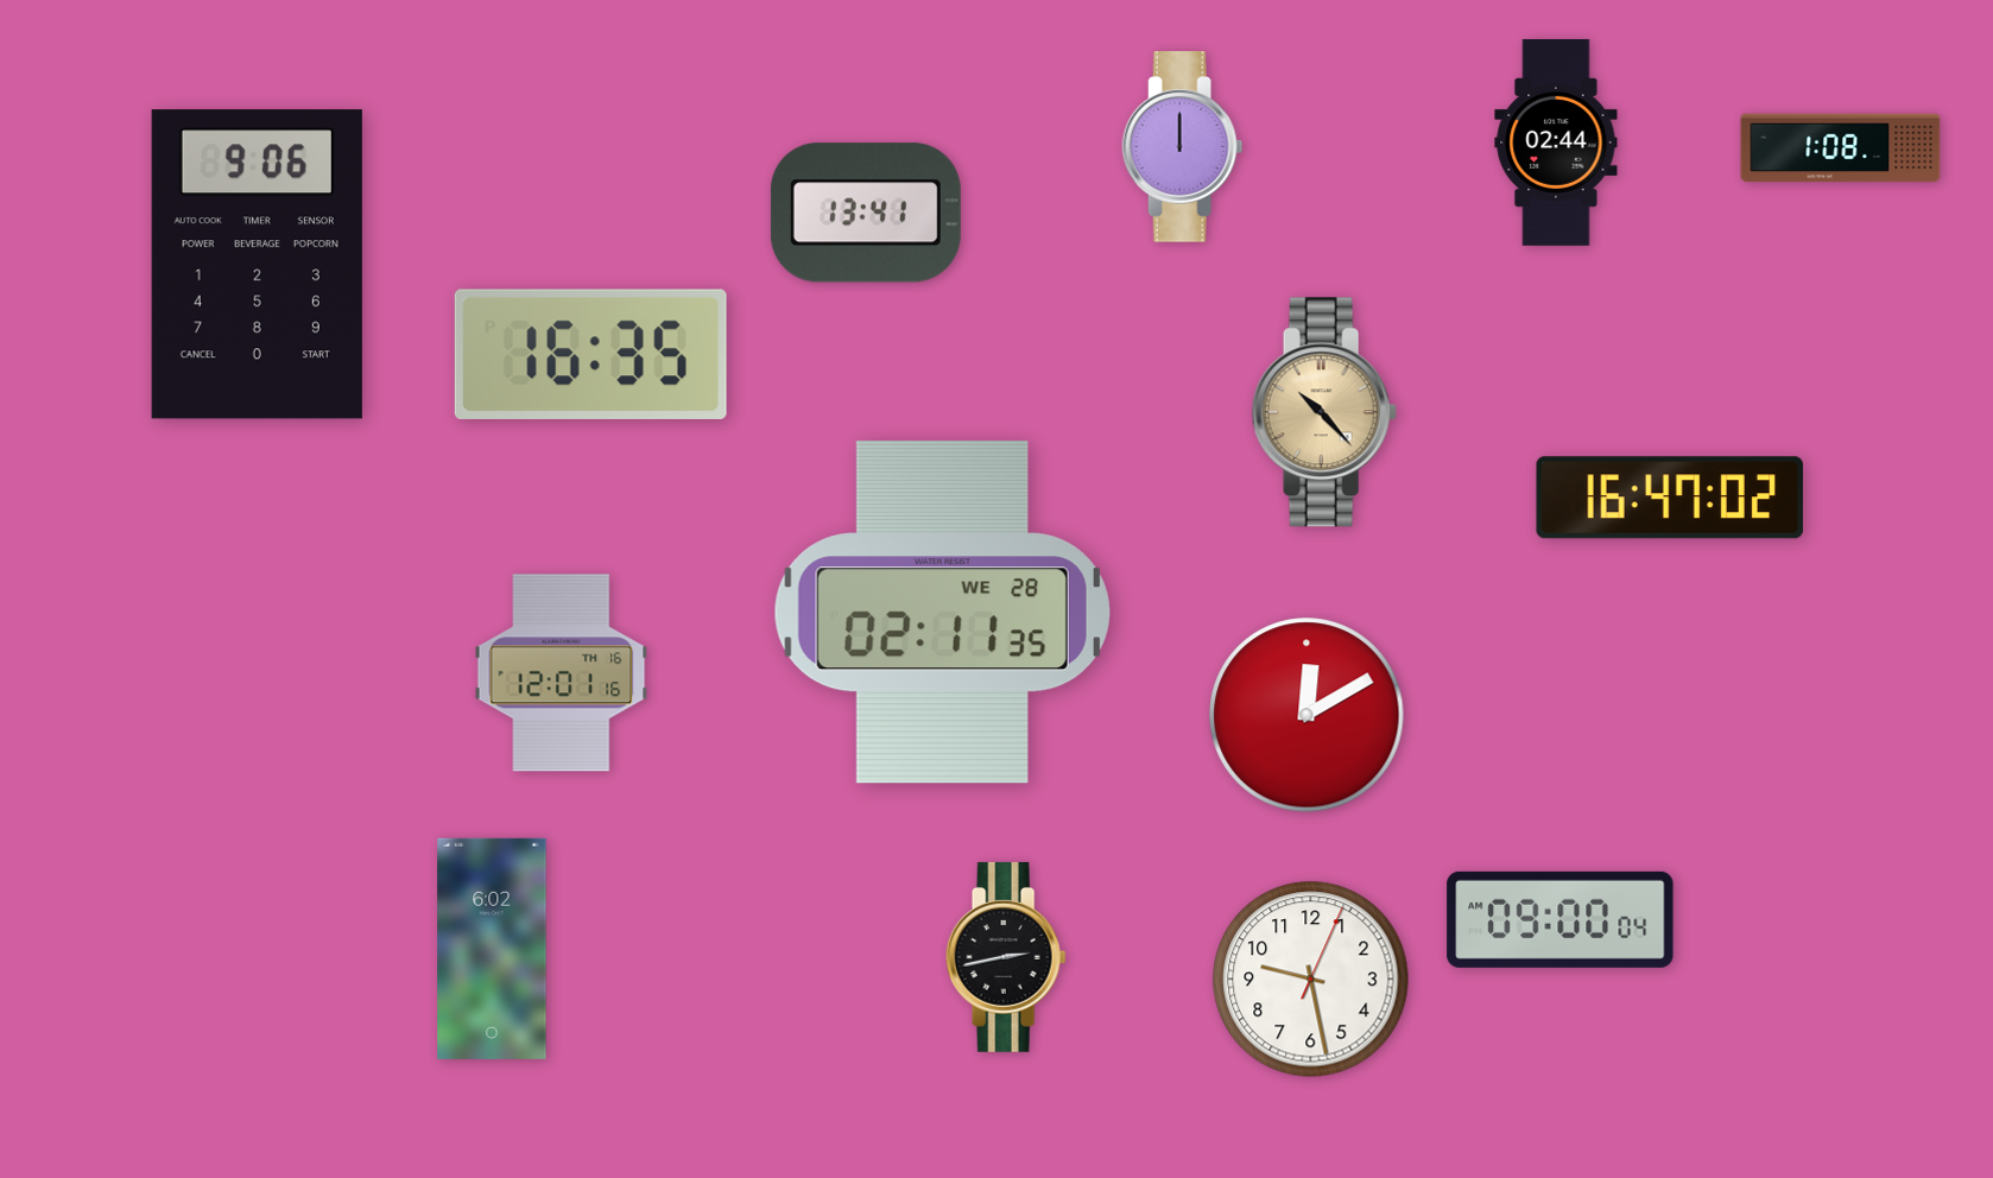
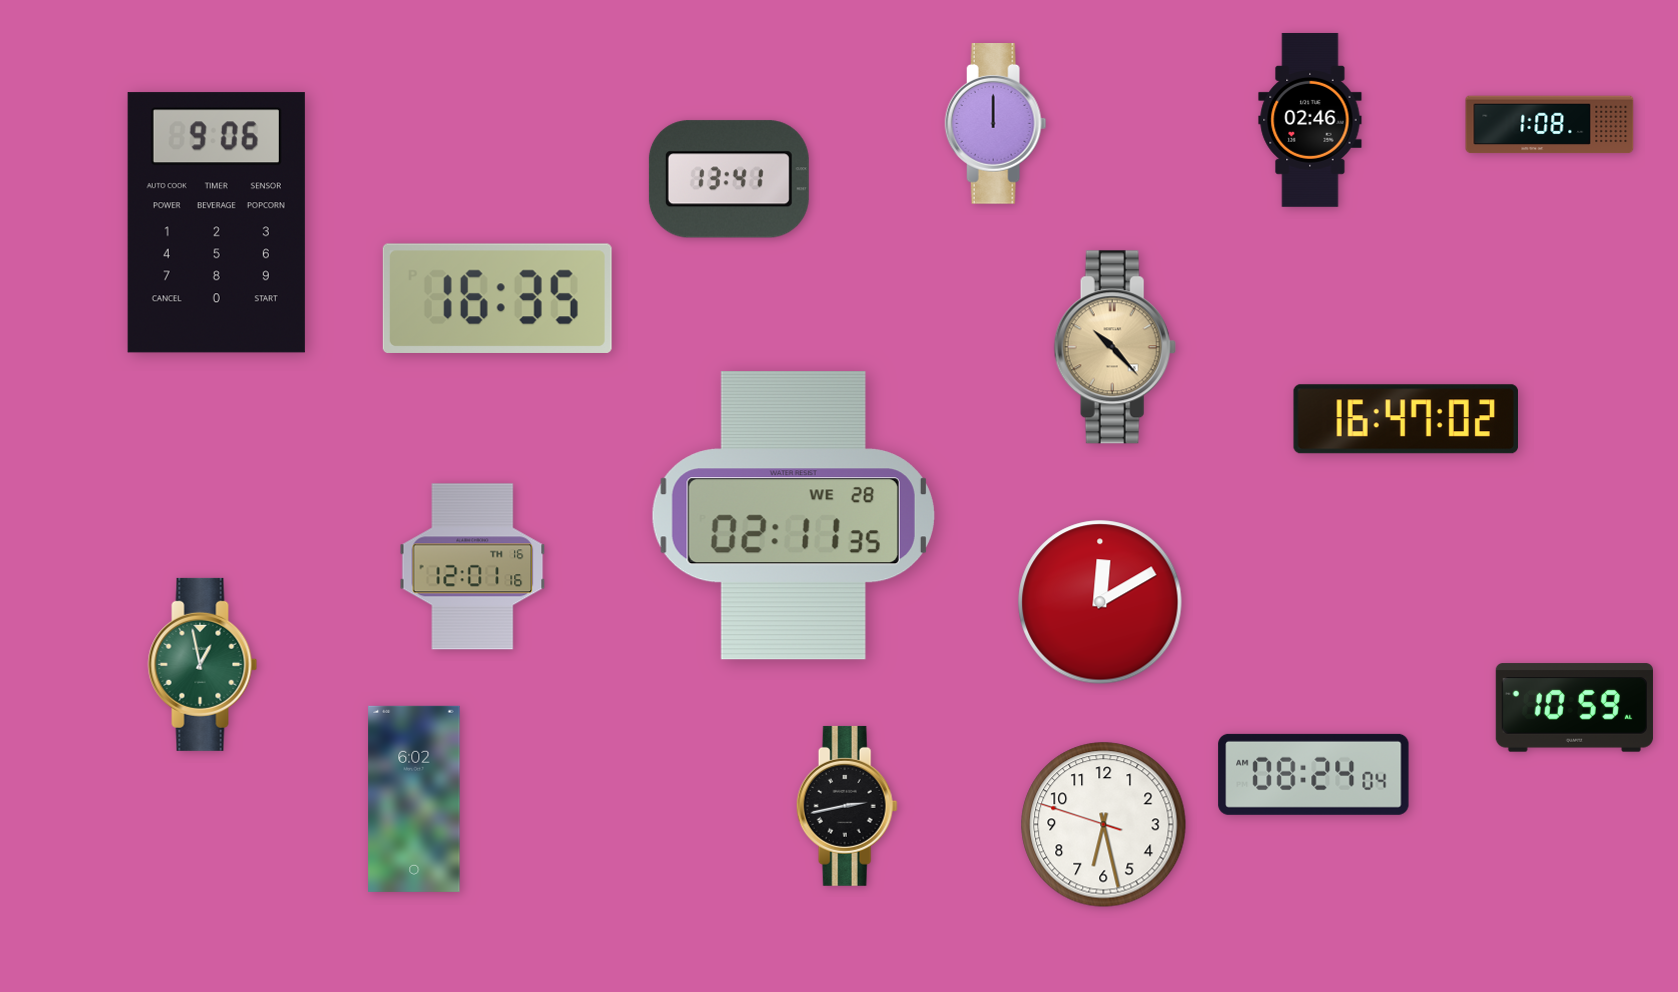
clock at (1556, 142): 02:44 -> 02:46
clock at (203, 664): none -> 12:58
clock at (1574, 708): none -> 10:59
clock at (1561, 919): 09:00 -> 08:24
clock at (1311, 980): 9:28 -> 6:27
